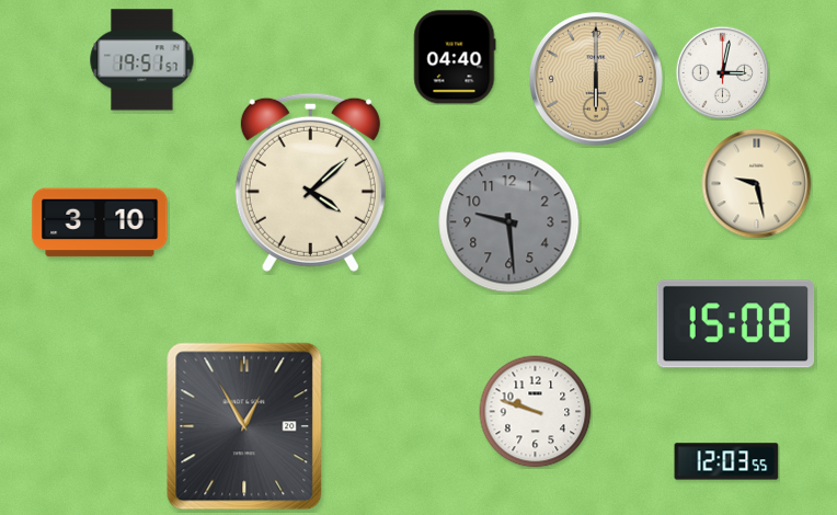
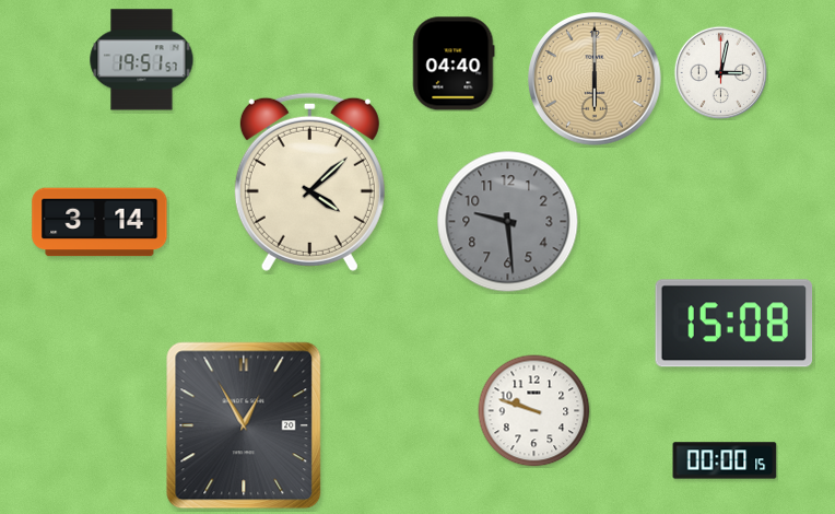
clock at (455, 57) position: (455, 57) -> (454, 63)
clock at (757, 184): 9:28 -> none
clock at (100, 222): 3:10 -> 3:14
clock at (726, 461): 12:03 -> 00:00
